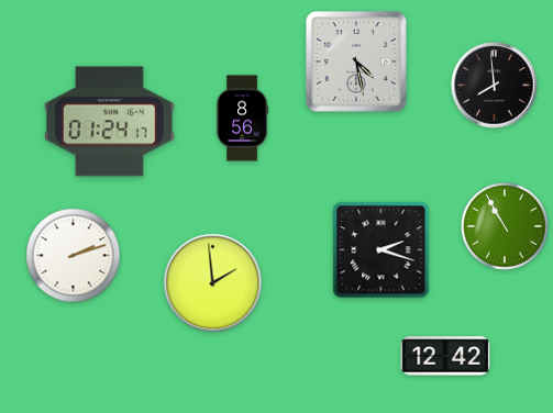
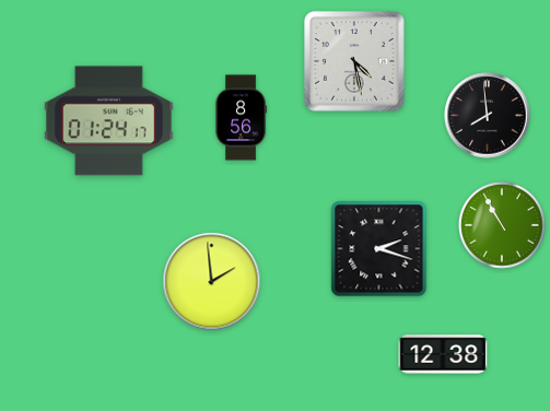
clock at (495, 86) position: (495, 86) -> (488, 116)
clock at (74, 256): 2:12 -> none
clock at (445, 356): 12:42 -> 12:38
